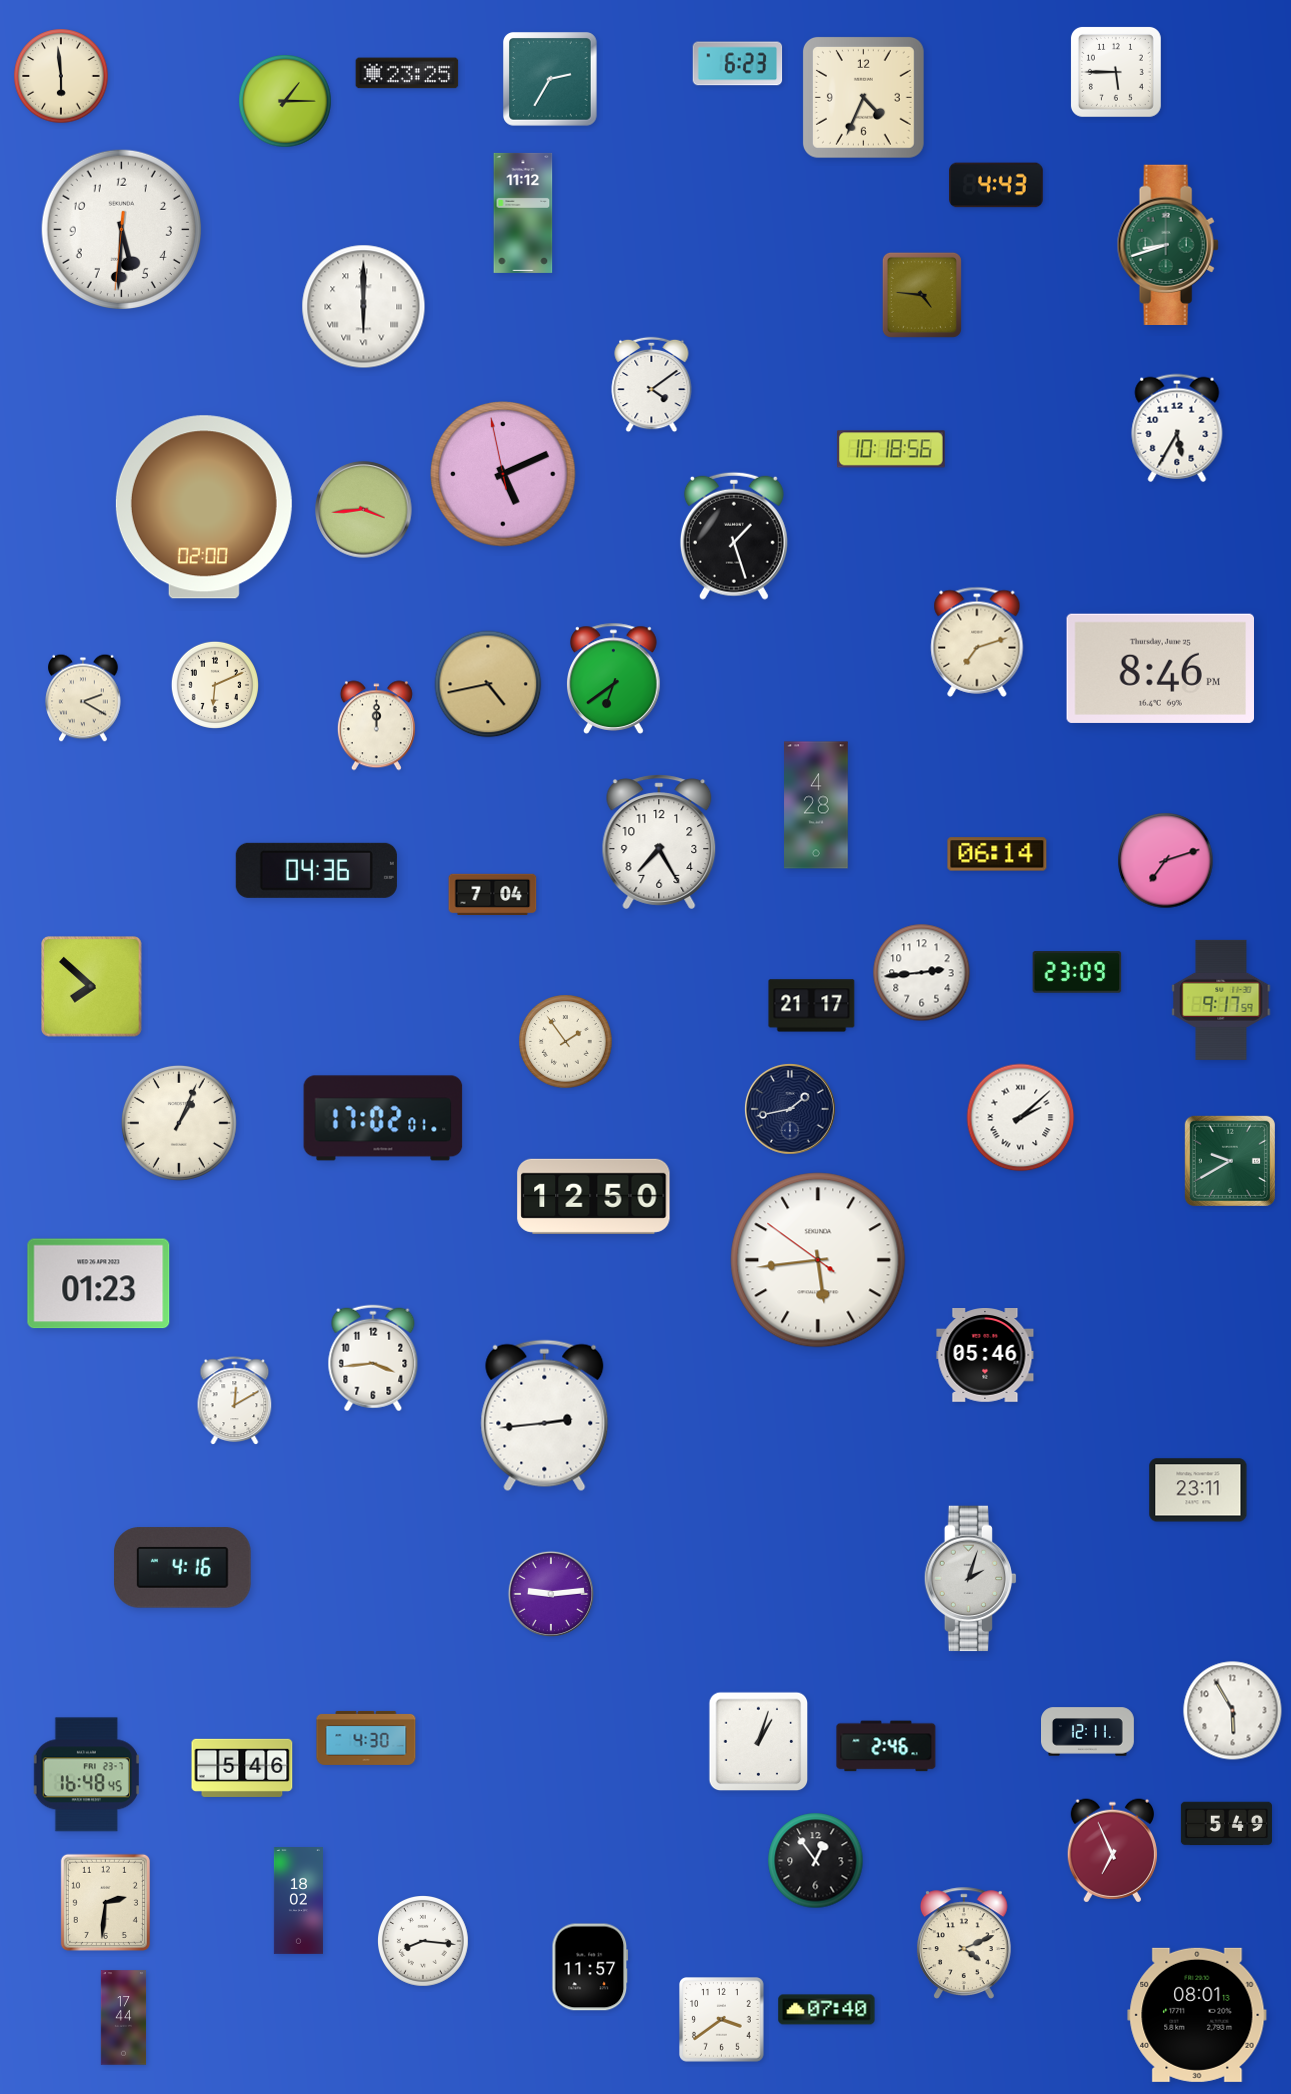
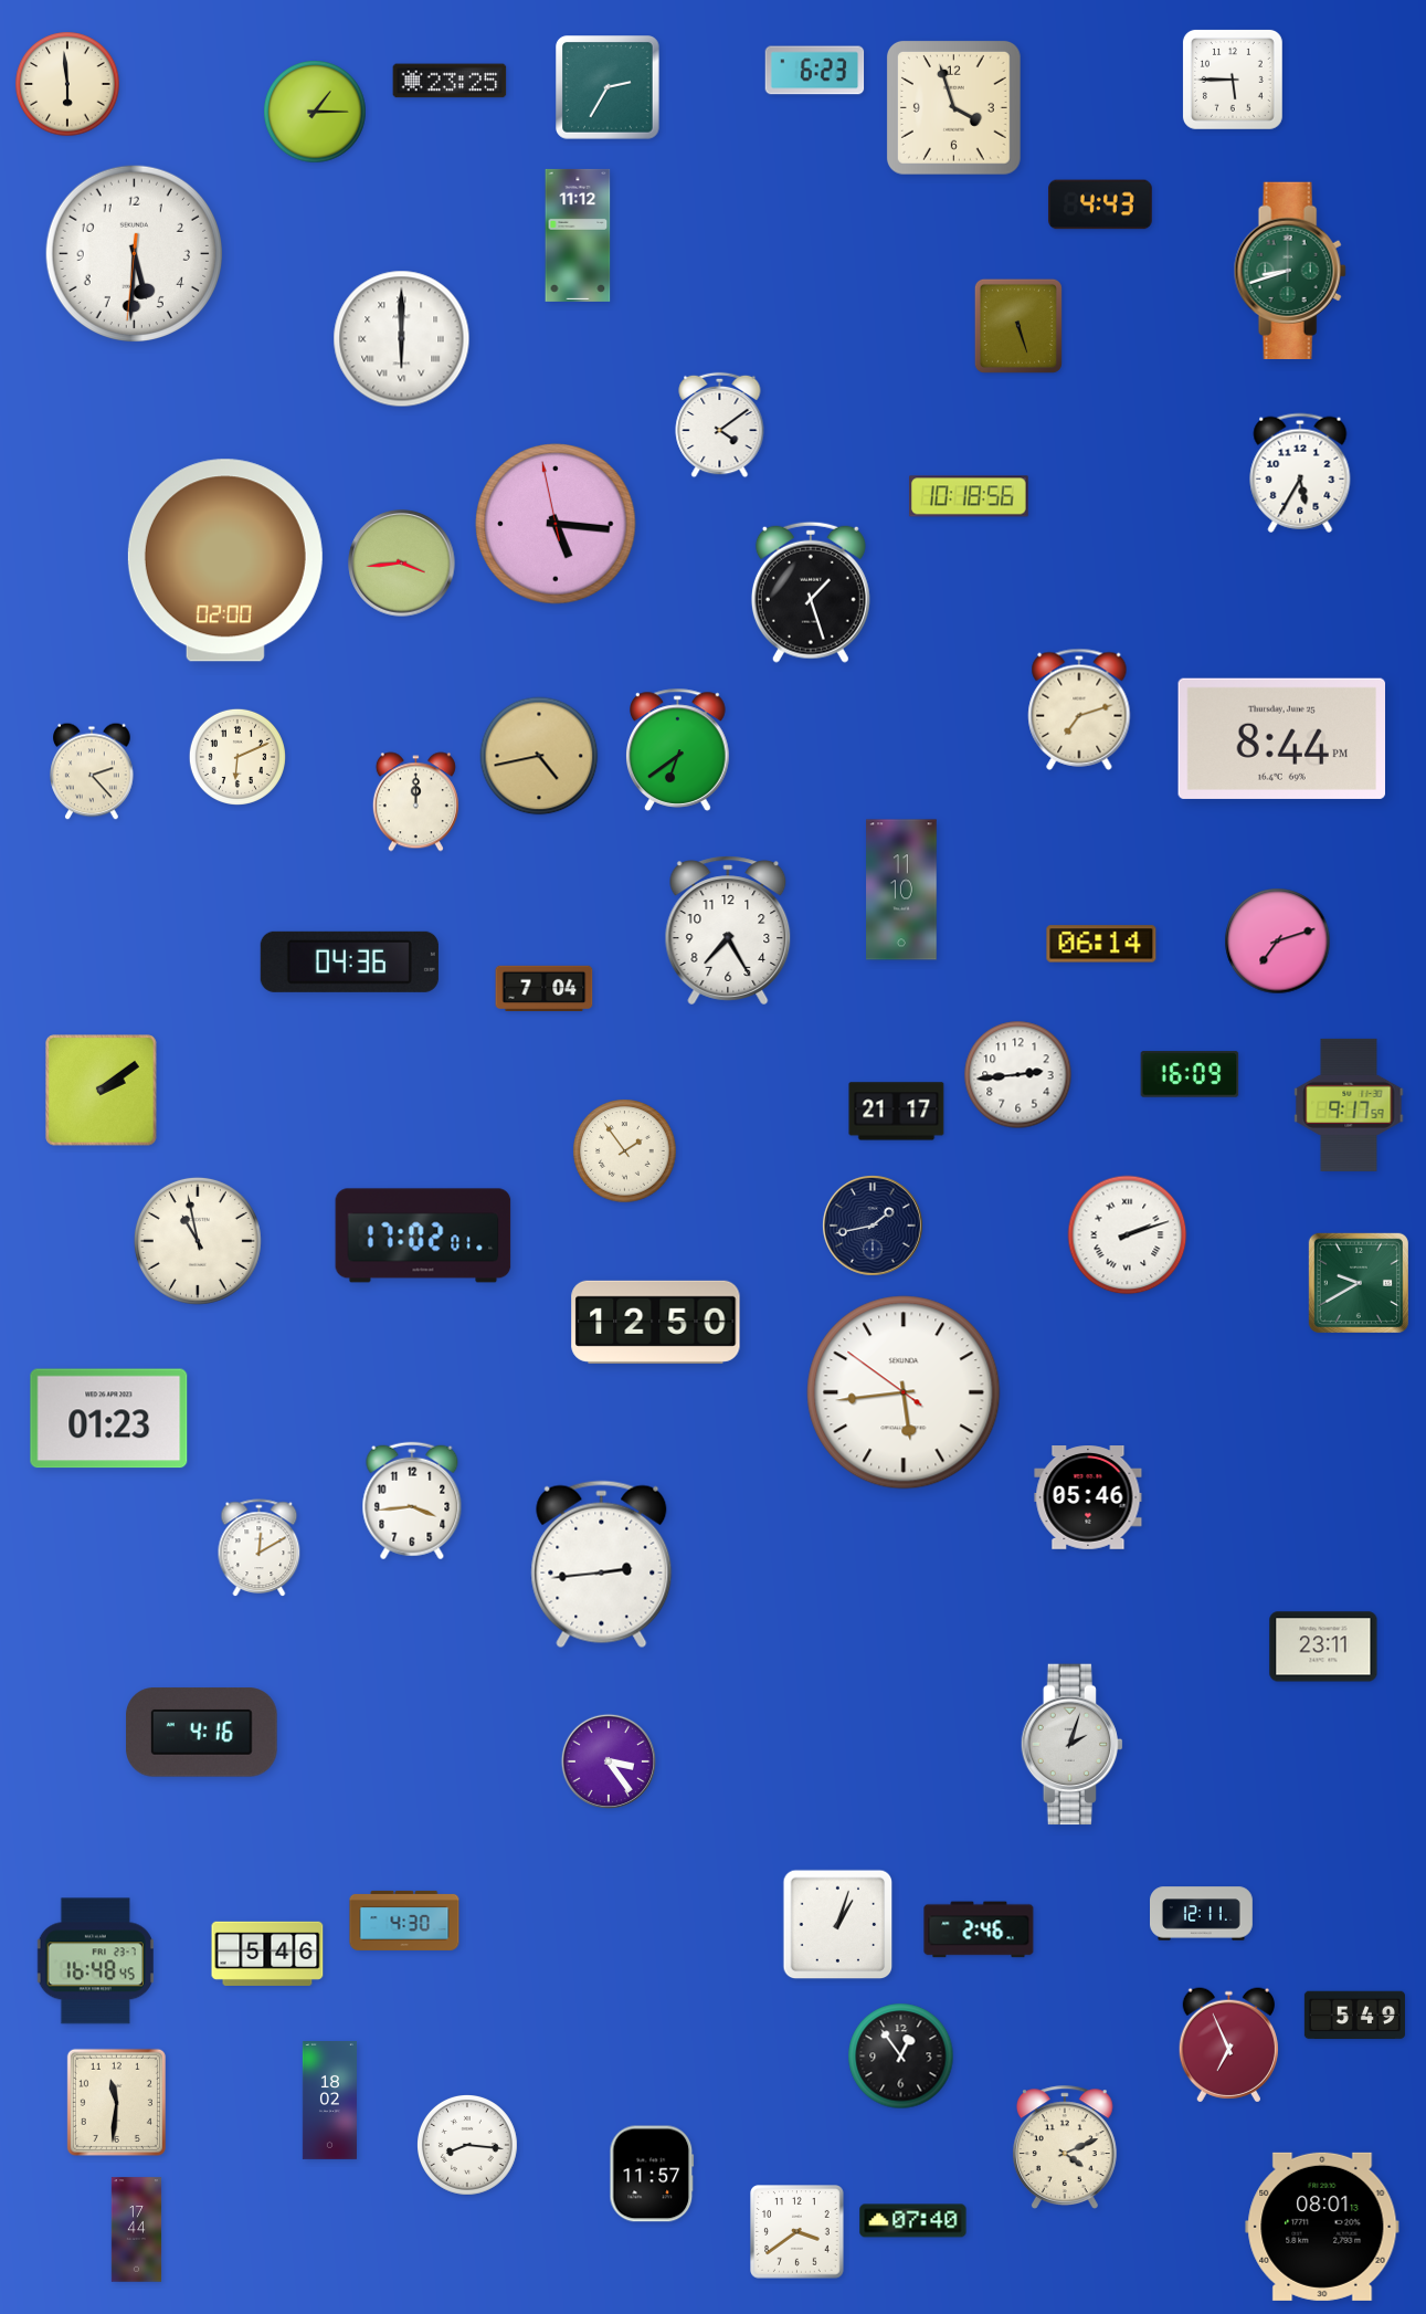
clock at (863, 97): 4:34 -> 3:57
clock at (922, 295): 4:46 -> 5:27
clock at (892, 449) position: (892, 449) -> (970, 496)
clock at (503, 474): 5:10 -> 5:15
clock at (1160, 668): 8:46 -> 8:44
clock at (83, 698): 2:20 -> 2:23
clock at (816, 805): 4:28 -> 11:10
clock at (1166, 861) position: (1166, 861) -> (1278, 942)
clock at (1077, 972): 23:09 -> 16:09
clock at (92, 987): 7:52 -> 2:09
clock at (1021, 1118): 2:08 -> 2:12
clock at (179, 1123): 1:04 -> 10:58
clock at (550, 1593): 9:14 -> 3:24
clock at (1233, 1711): 5:55 -> none
clock at (105, 1902): 2:31 -> 11:31
